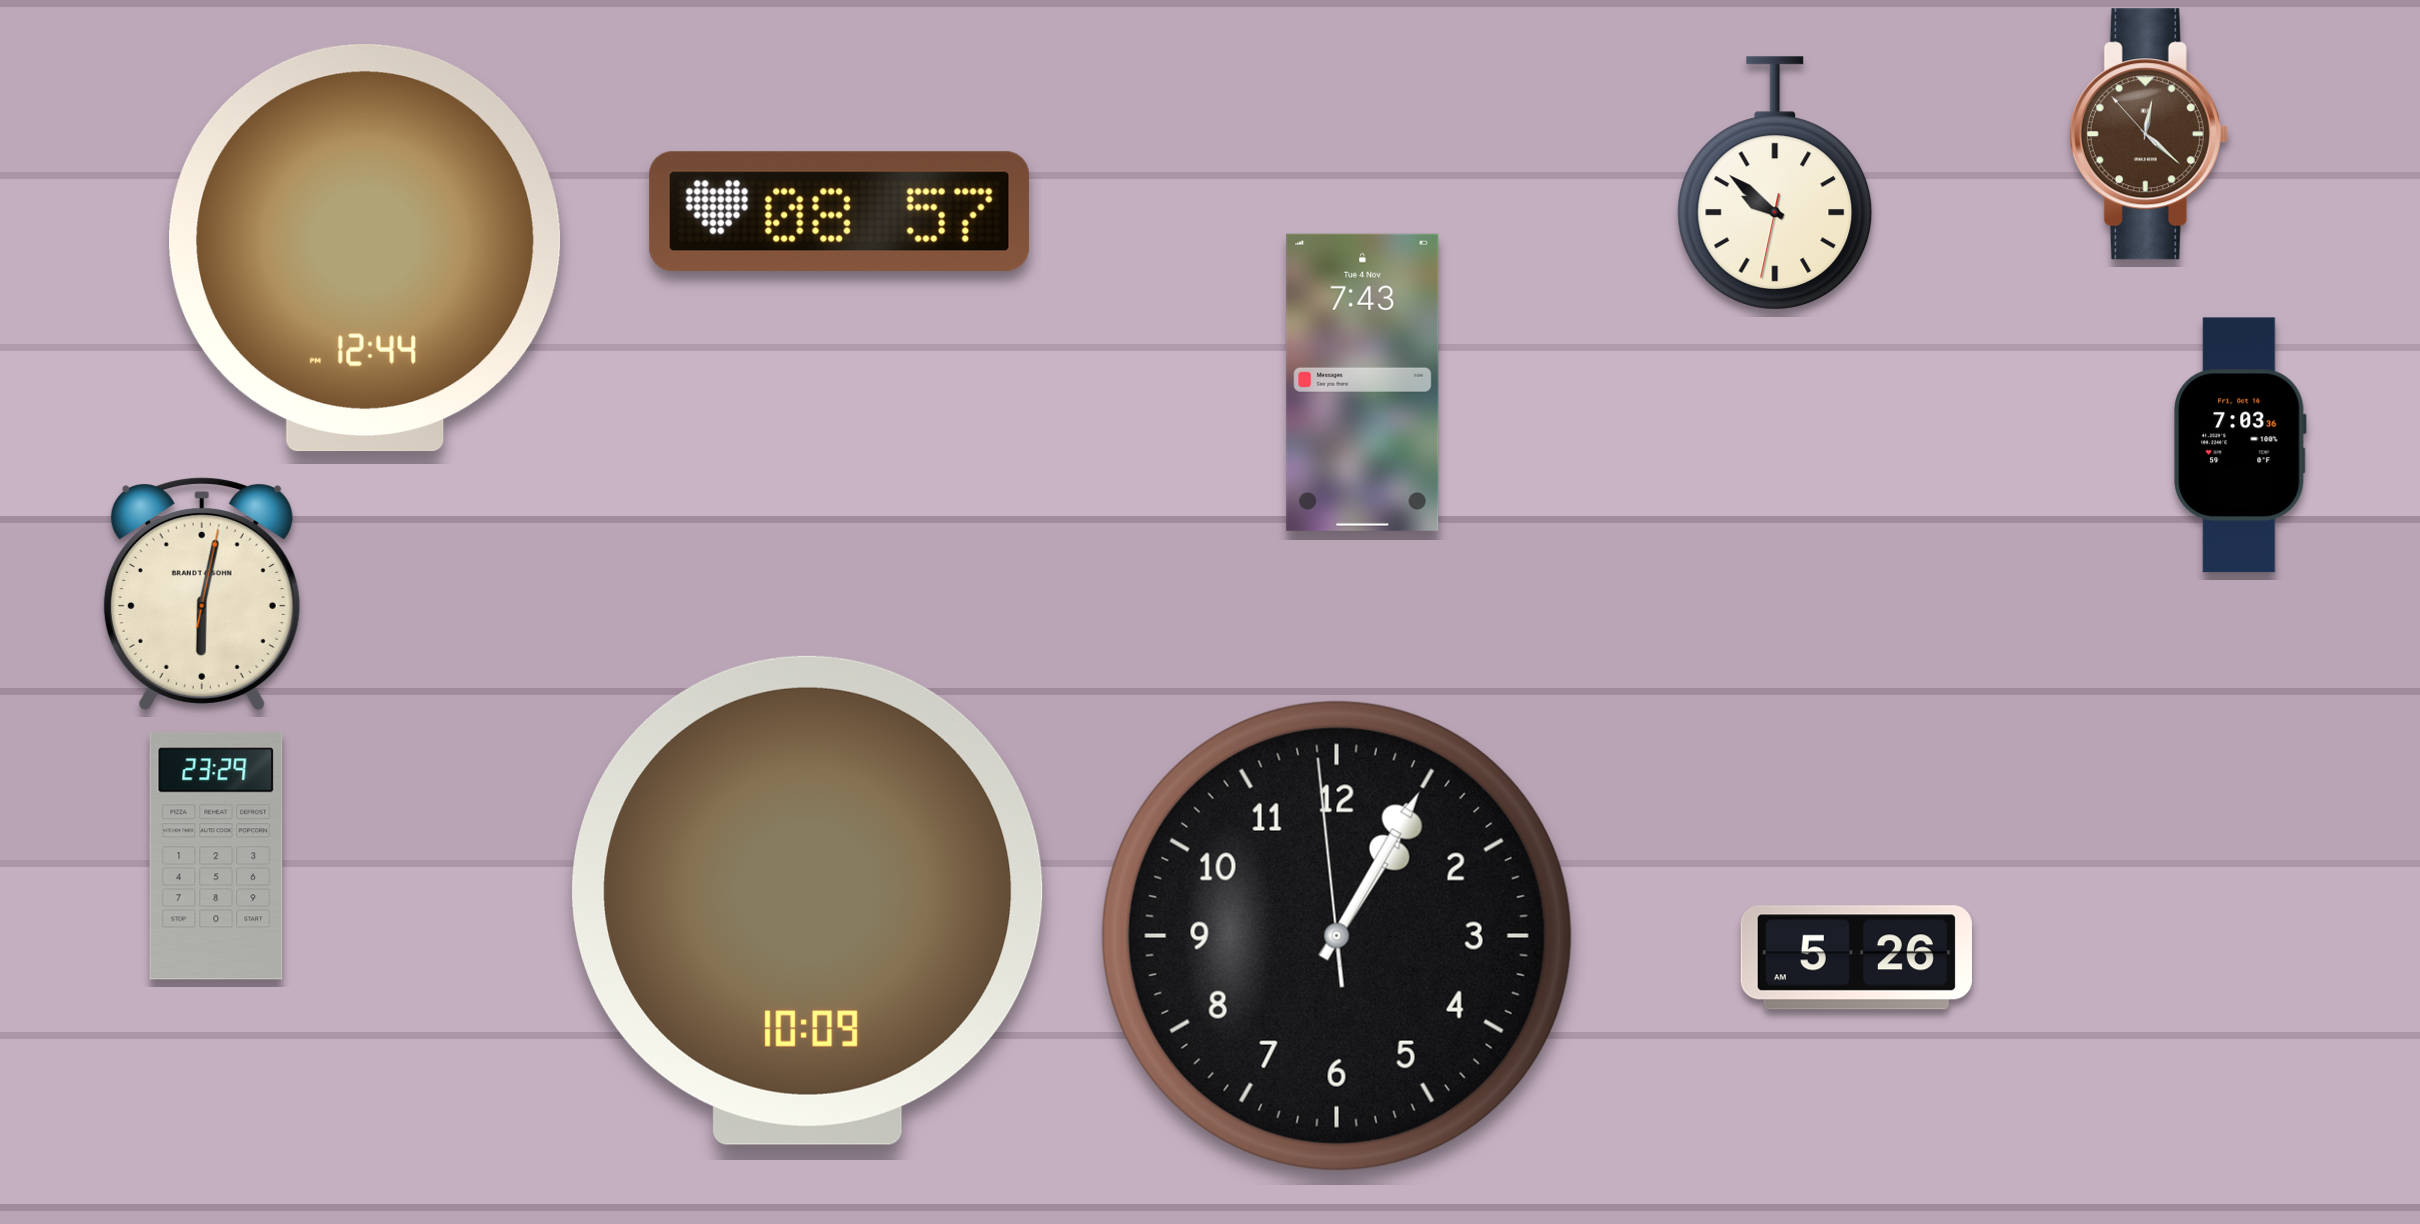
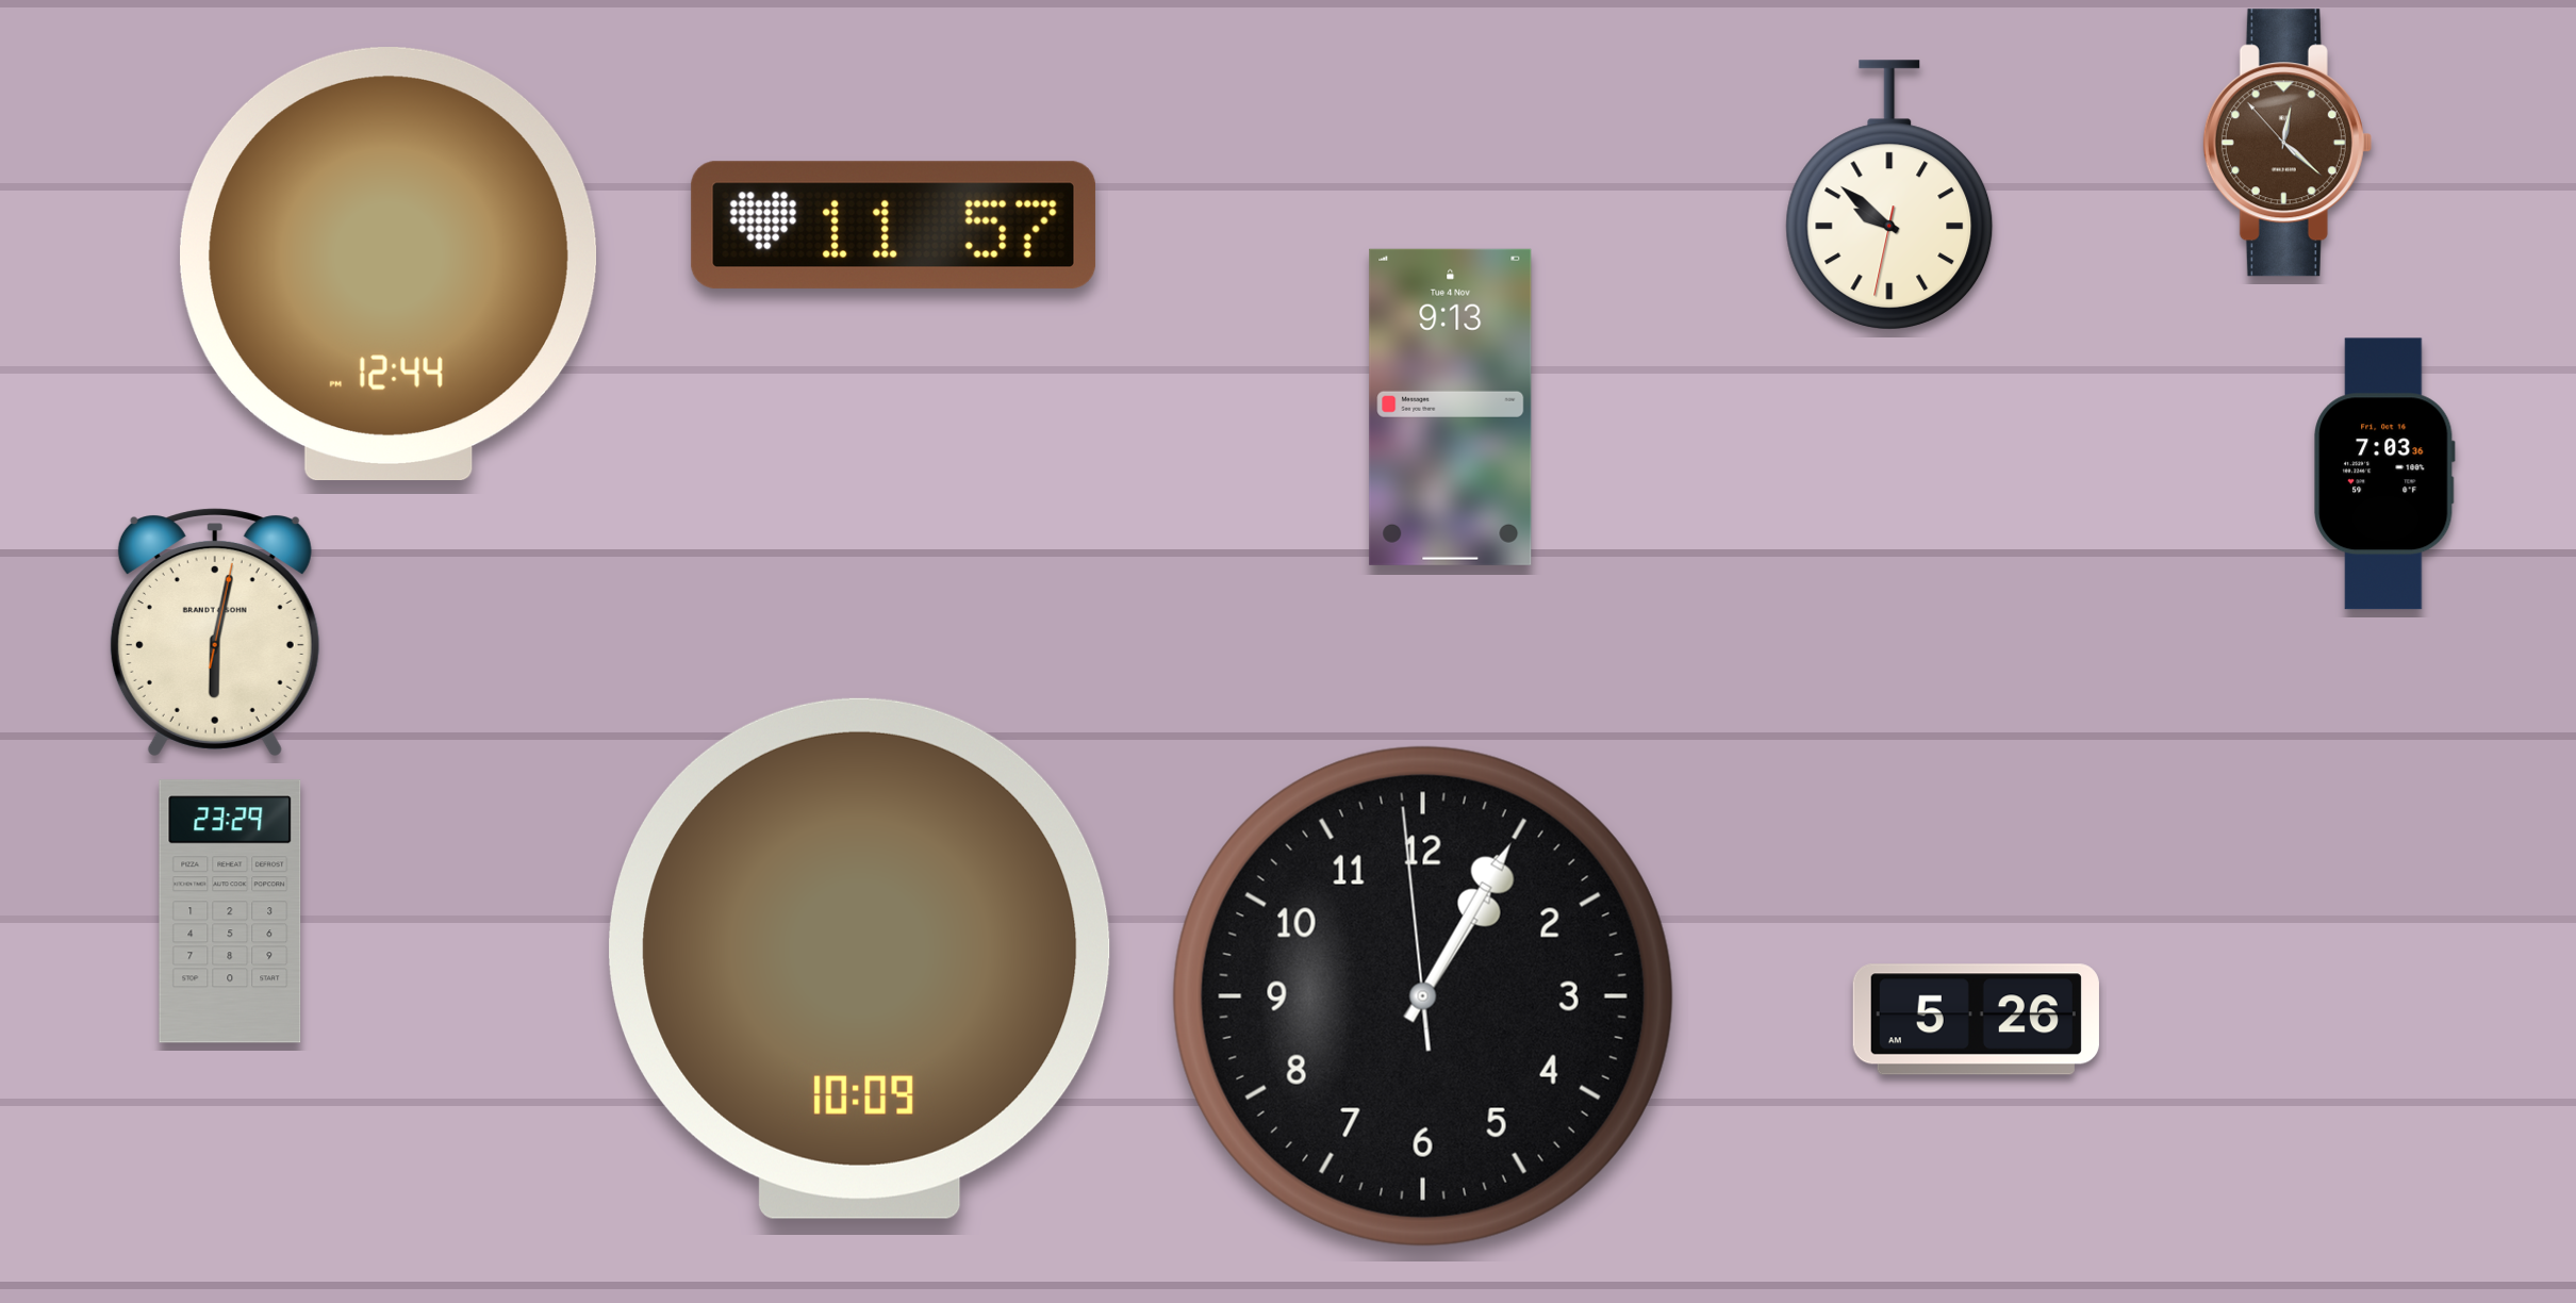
clock at (839, 211): 08:57 -> 11:57
clock at (1363, 382): 7:43 -> 9:13
